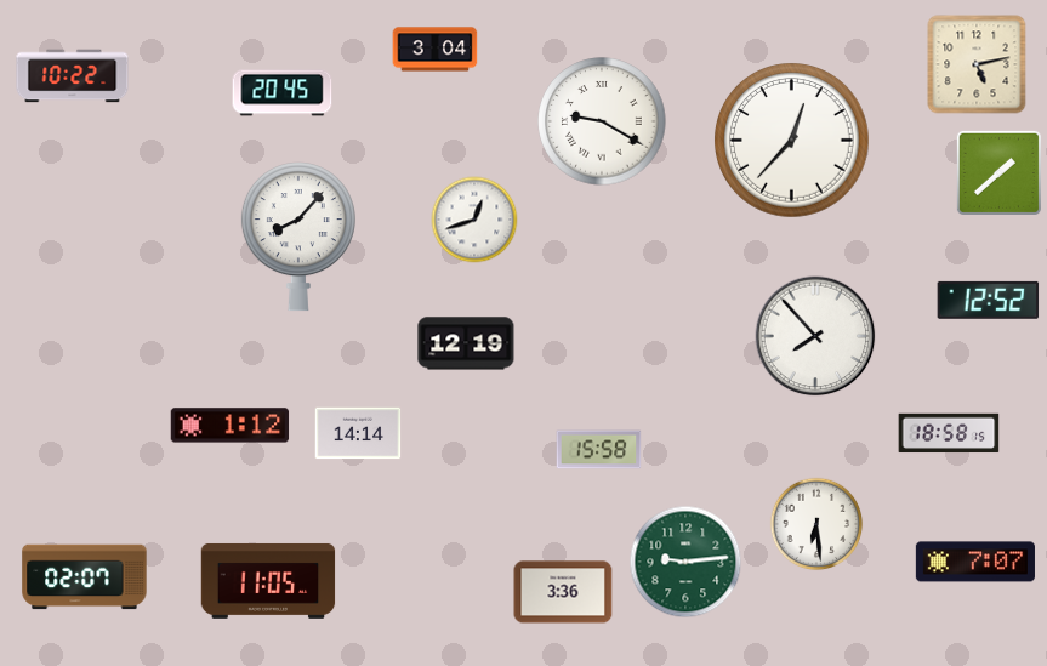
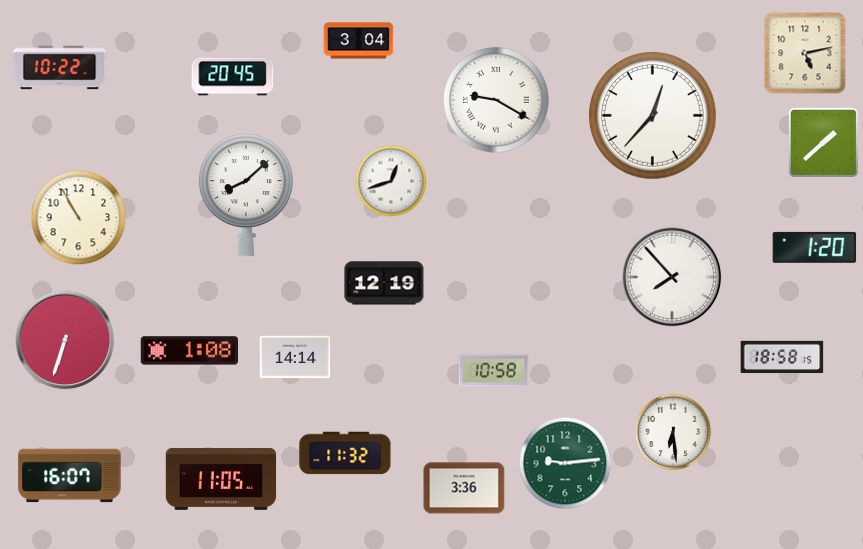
clock at (73, 76) position: (73, 76) -> (60, 68)
clock at (298, 237): 8:07 -> 8:08
clock at (79, 218): none -> 10:55
clock at (989, 300): 12:52 -> 1:20
clock at (65, 340): none -> 6:33
clock at (231, 426): 1:12 -> 1:08
clock at (599, 450): 15:58 -> 10:58
clock at (345, 453): none -> 11:32
clock at (975, 562): 7:07 -> none
clock at (85, 577): 02:07 -> 16:07
